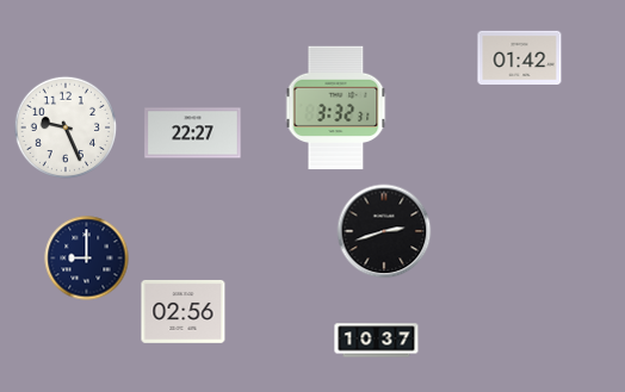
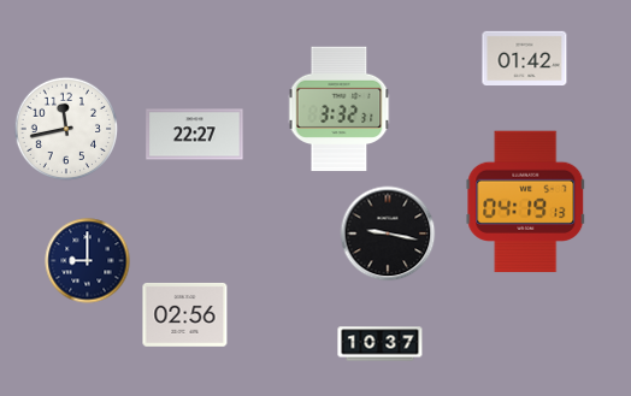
clock at (66, 127): 9:26 -> 11:43
clock at (526, 202): none -> 04:19
clock at (384, 231): 2:42 -> 9:17
